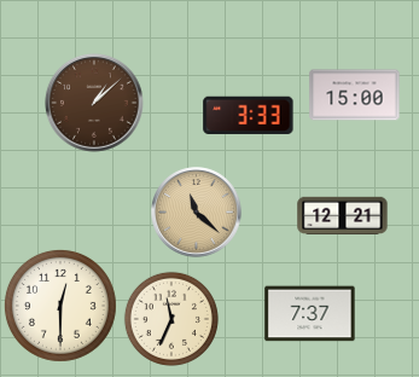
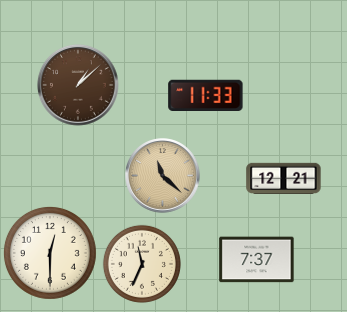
clock at (355, 95): 15:00 -> none
clock at (249, 115): 3:33 -> 11:33
